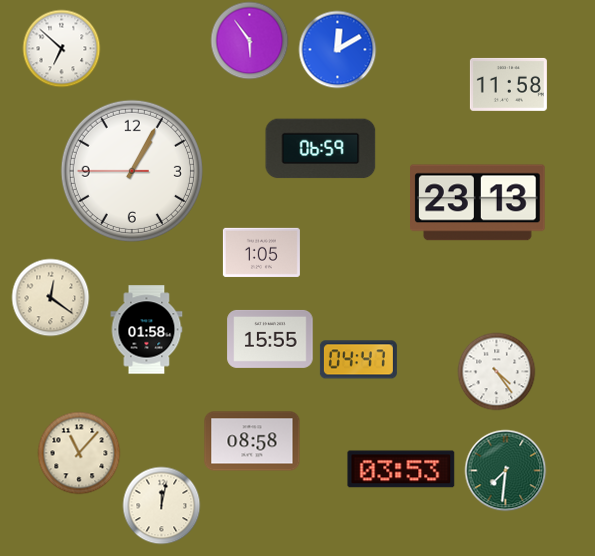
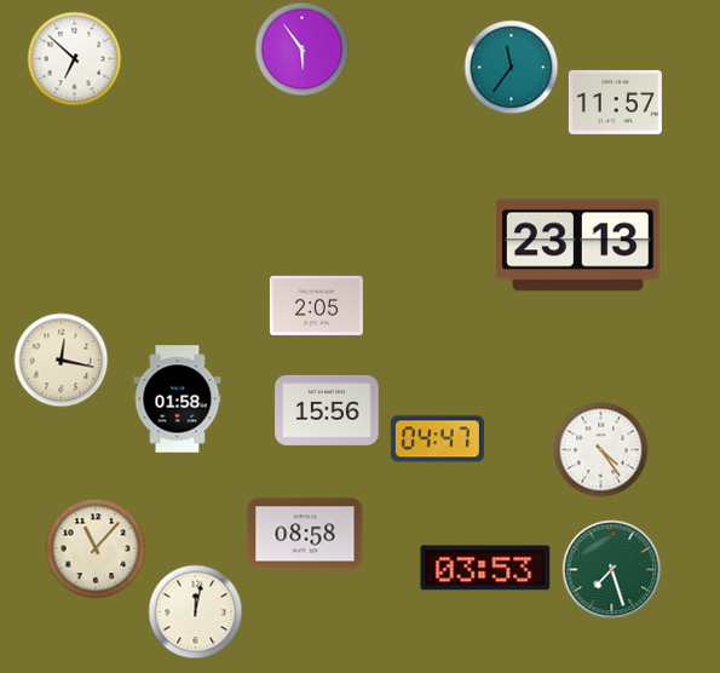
clock at (337, 49): 12:10 -> none
clock at (511, 67): none -> 11:36
clock at (508, 84): 11:58 -> 11:57
clock at (321, 149): 06:59 -> none
clock at (132, 171): 1:04 -> none
clock at (261, 252): 1:05 -> 2:05
clock at (50, 297): 12:21 -> 12:17
clock at (270, 339): 15:55 -> 15:56
clock at (358, 360) position: (358, 360) -> (437, 439)
clock at (505, 470): 7:31 -> 7:27
